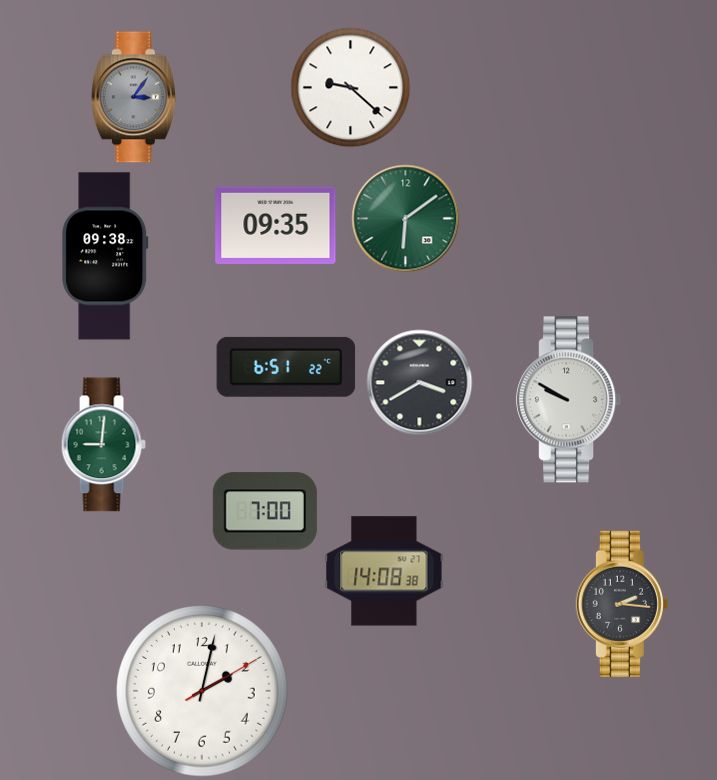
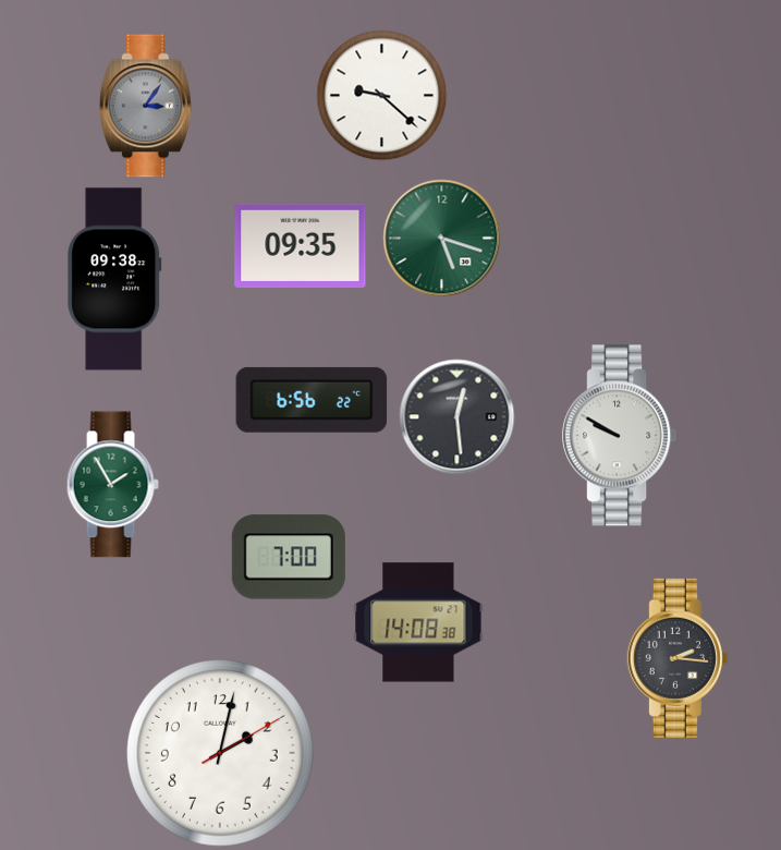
clock at (406, 219): 6:09 -> 5:18
clock at (286, 367): 6:51 -> 6:56
clock at (420, 383): 3:40 -> 12:29
clock at (103, 445): 9:01 -> 1:55
